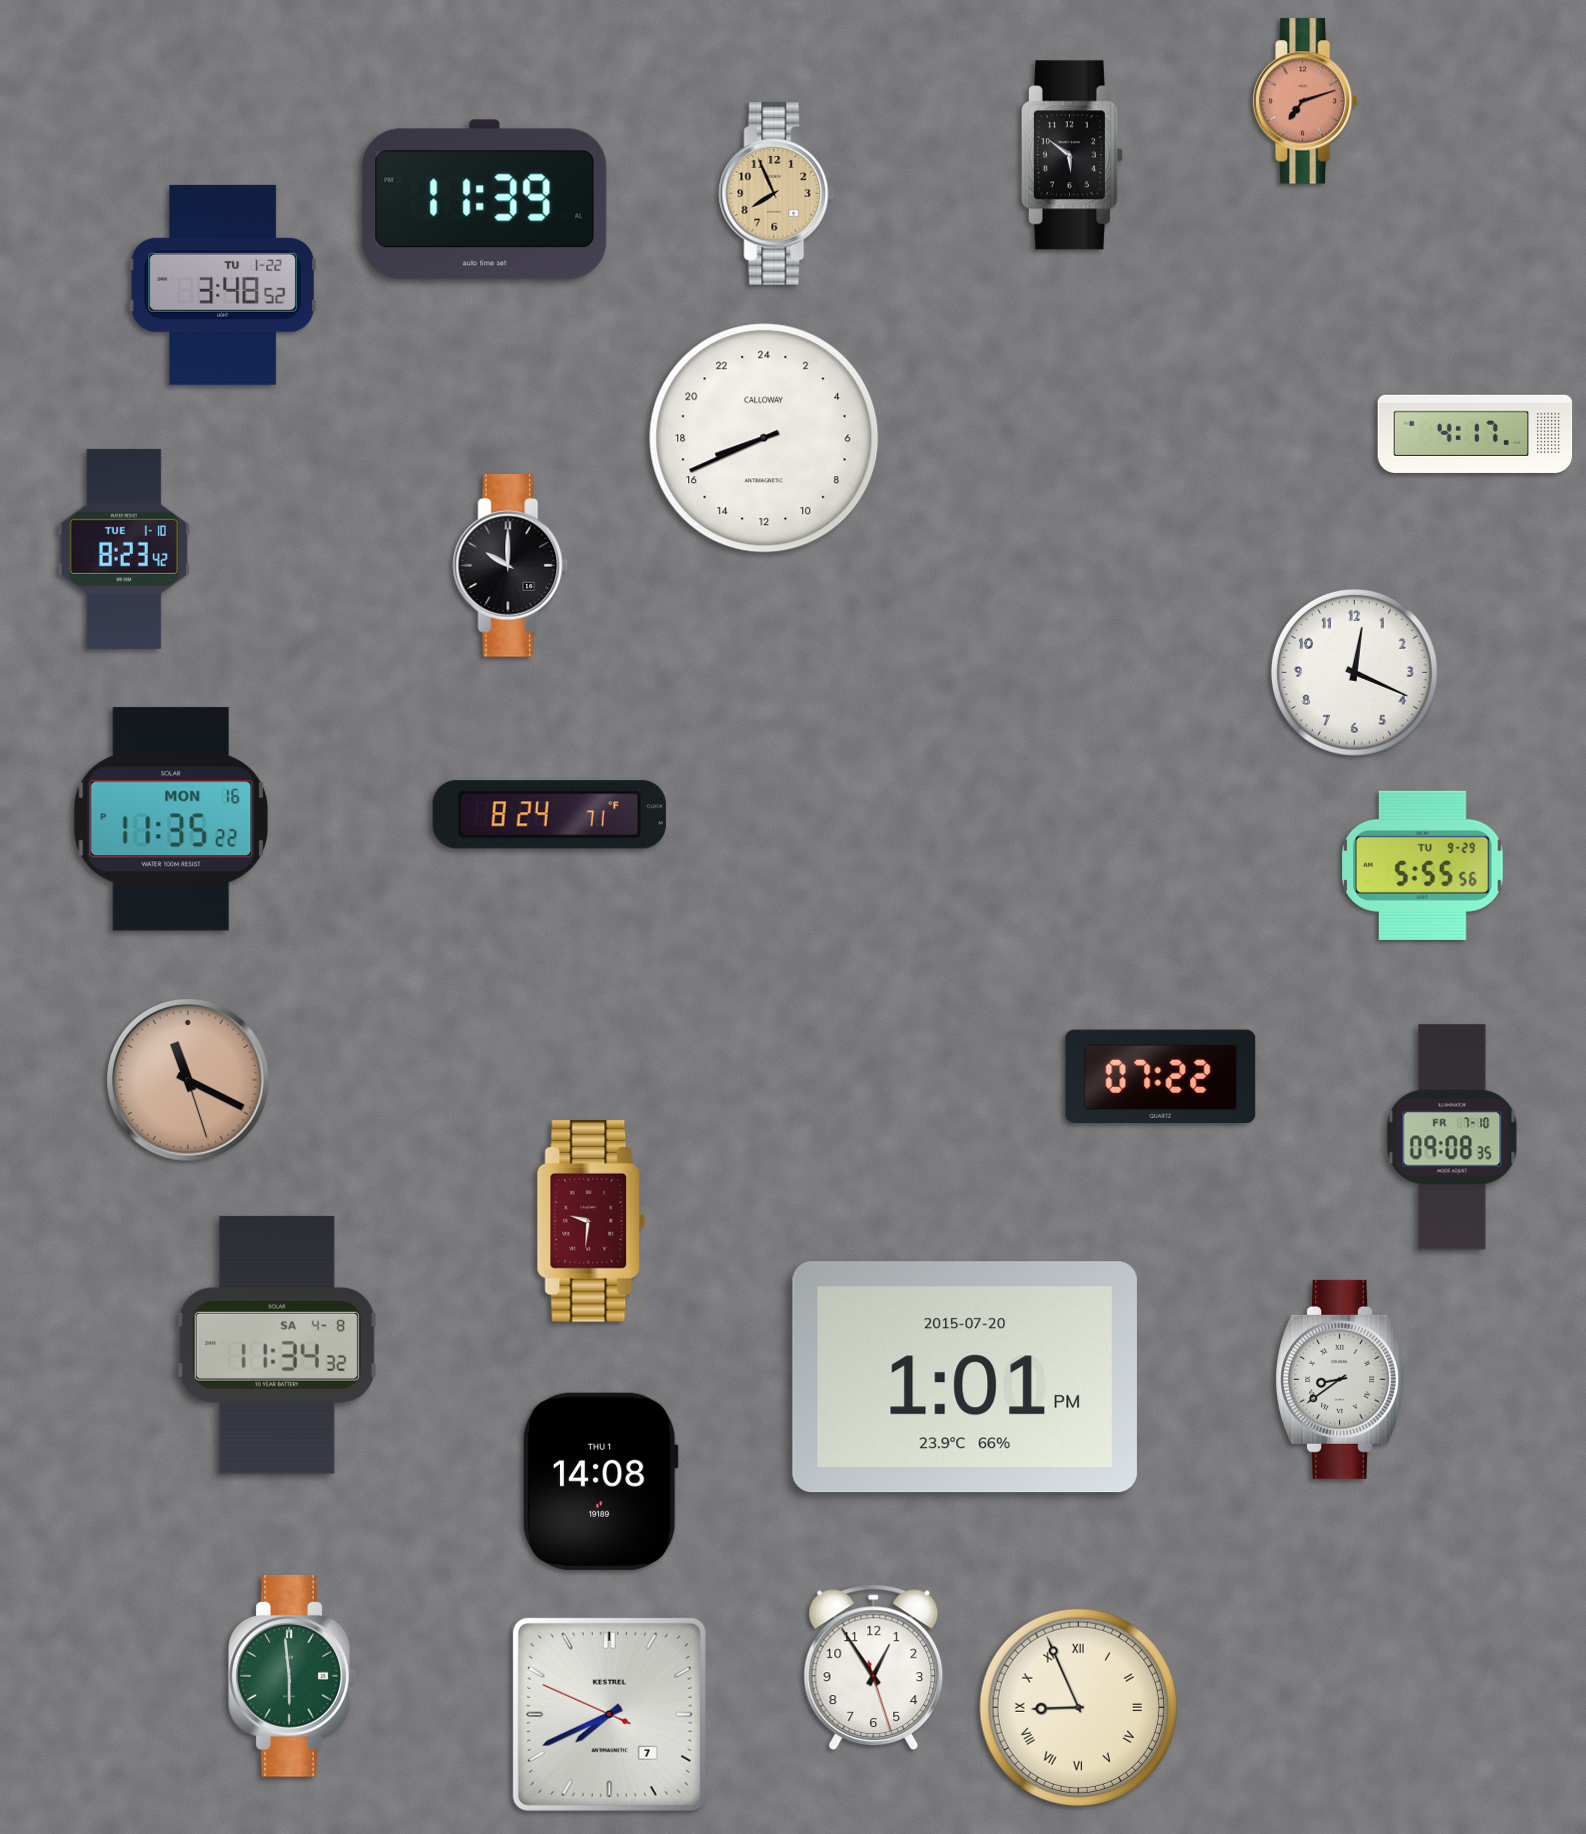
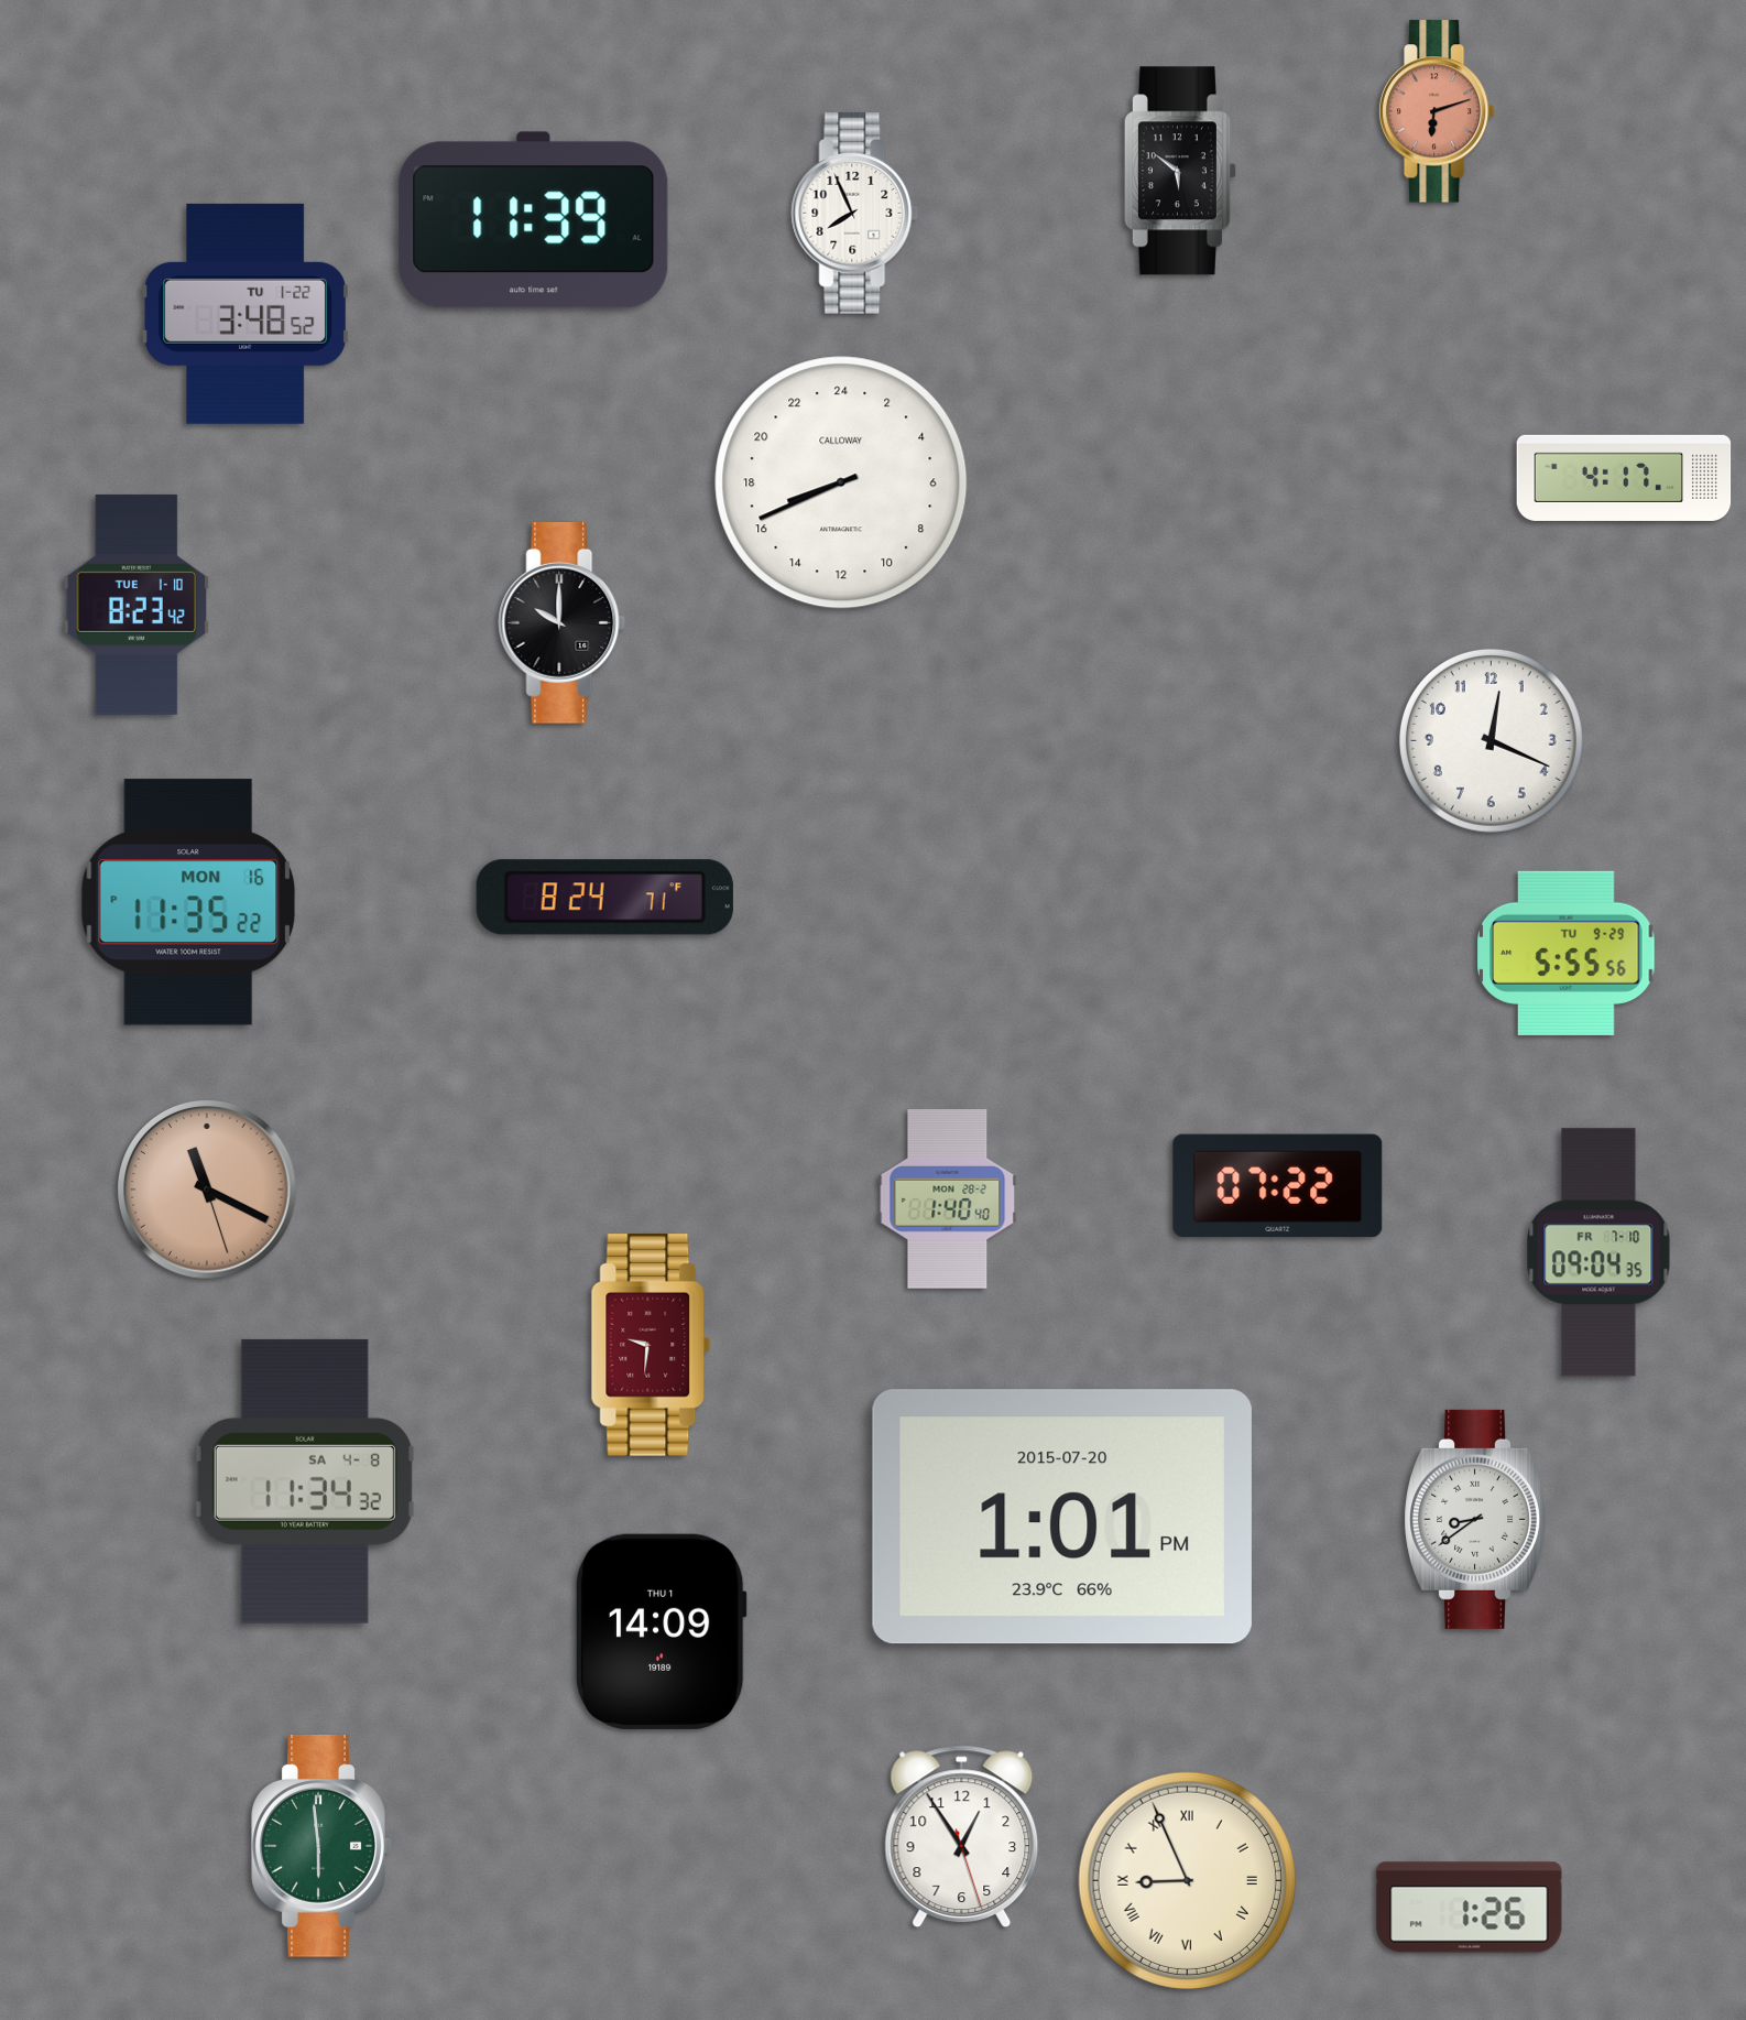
clock at (1305, 101): 7:12 -> 6:12
clock at (777, 194) dial: champagne -> white
clock at (948, 1198): none -> 1:40
clock at (1452, 1137): 09:08 -> 09:04
clock at (600, 1481): 14:08 -> 14:09
clock at (609, 1714): 7:40 -> none
clock at (1470, 1908): none -> 1:26
